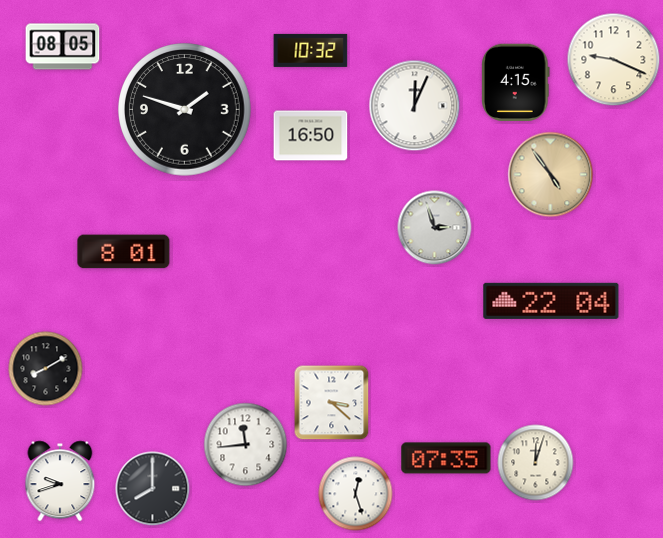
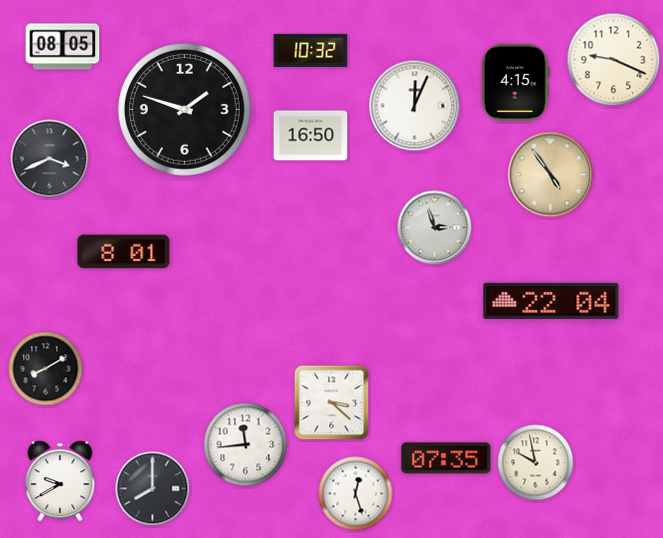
clock at (50, 159): none -> 3:41
clock at (536, 463): 12:03 -> 9:58
clock at (60, 481): 9:42 -> 9:40
